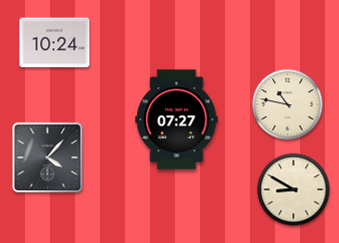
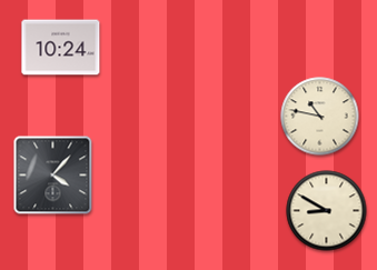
clock at (177, 120): 07:27 -> none
